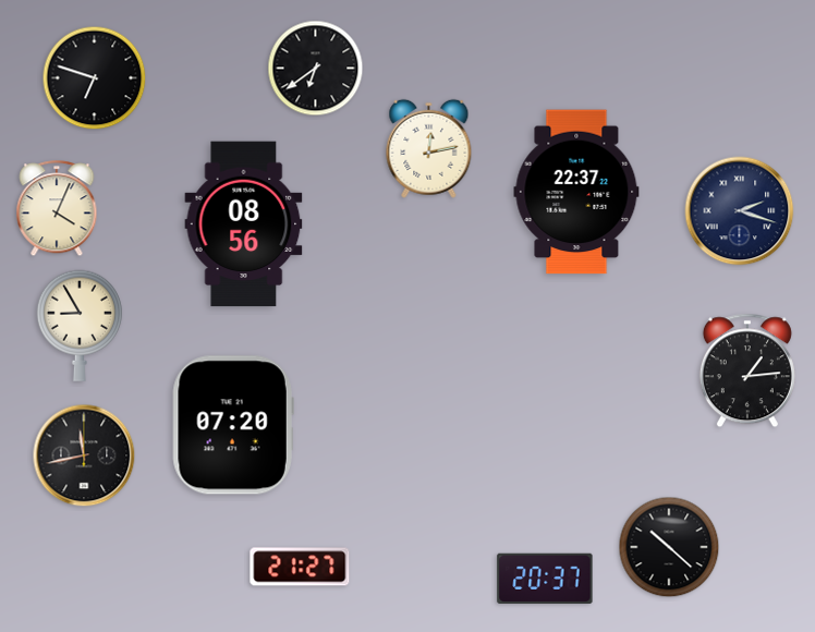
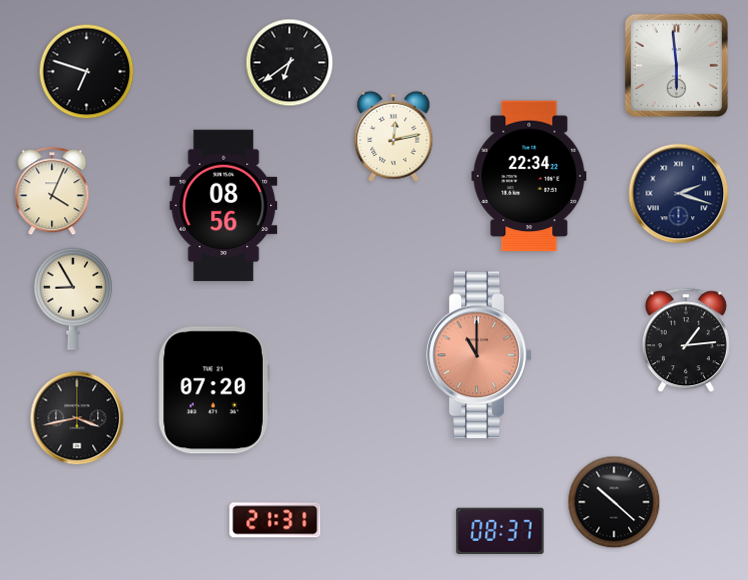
clock at (676, 65): none -> 5:59
clock at (576, 192): 22:37 -> 22:34
clock at (479, 355): none -> 11:00
clock at (84, 455): 11:43 -> 3:43
clock at (300, 567): 21:27 -> 21:31
clock at (545, 578): 20:37 -> 08:37
